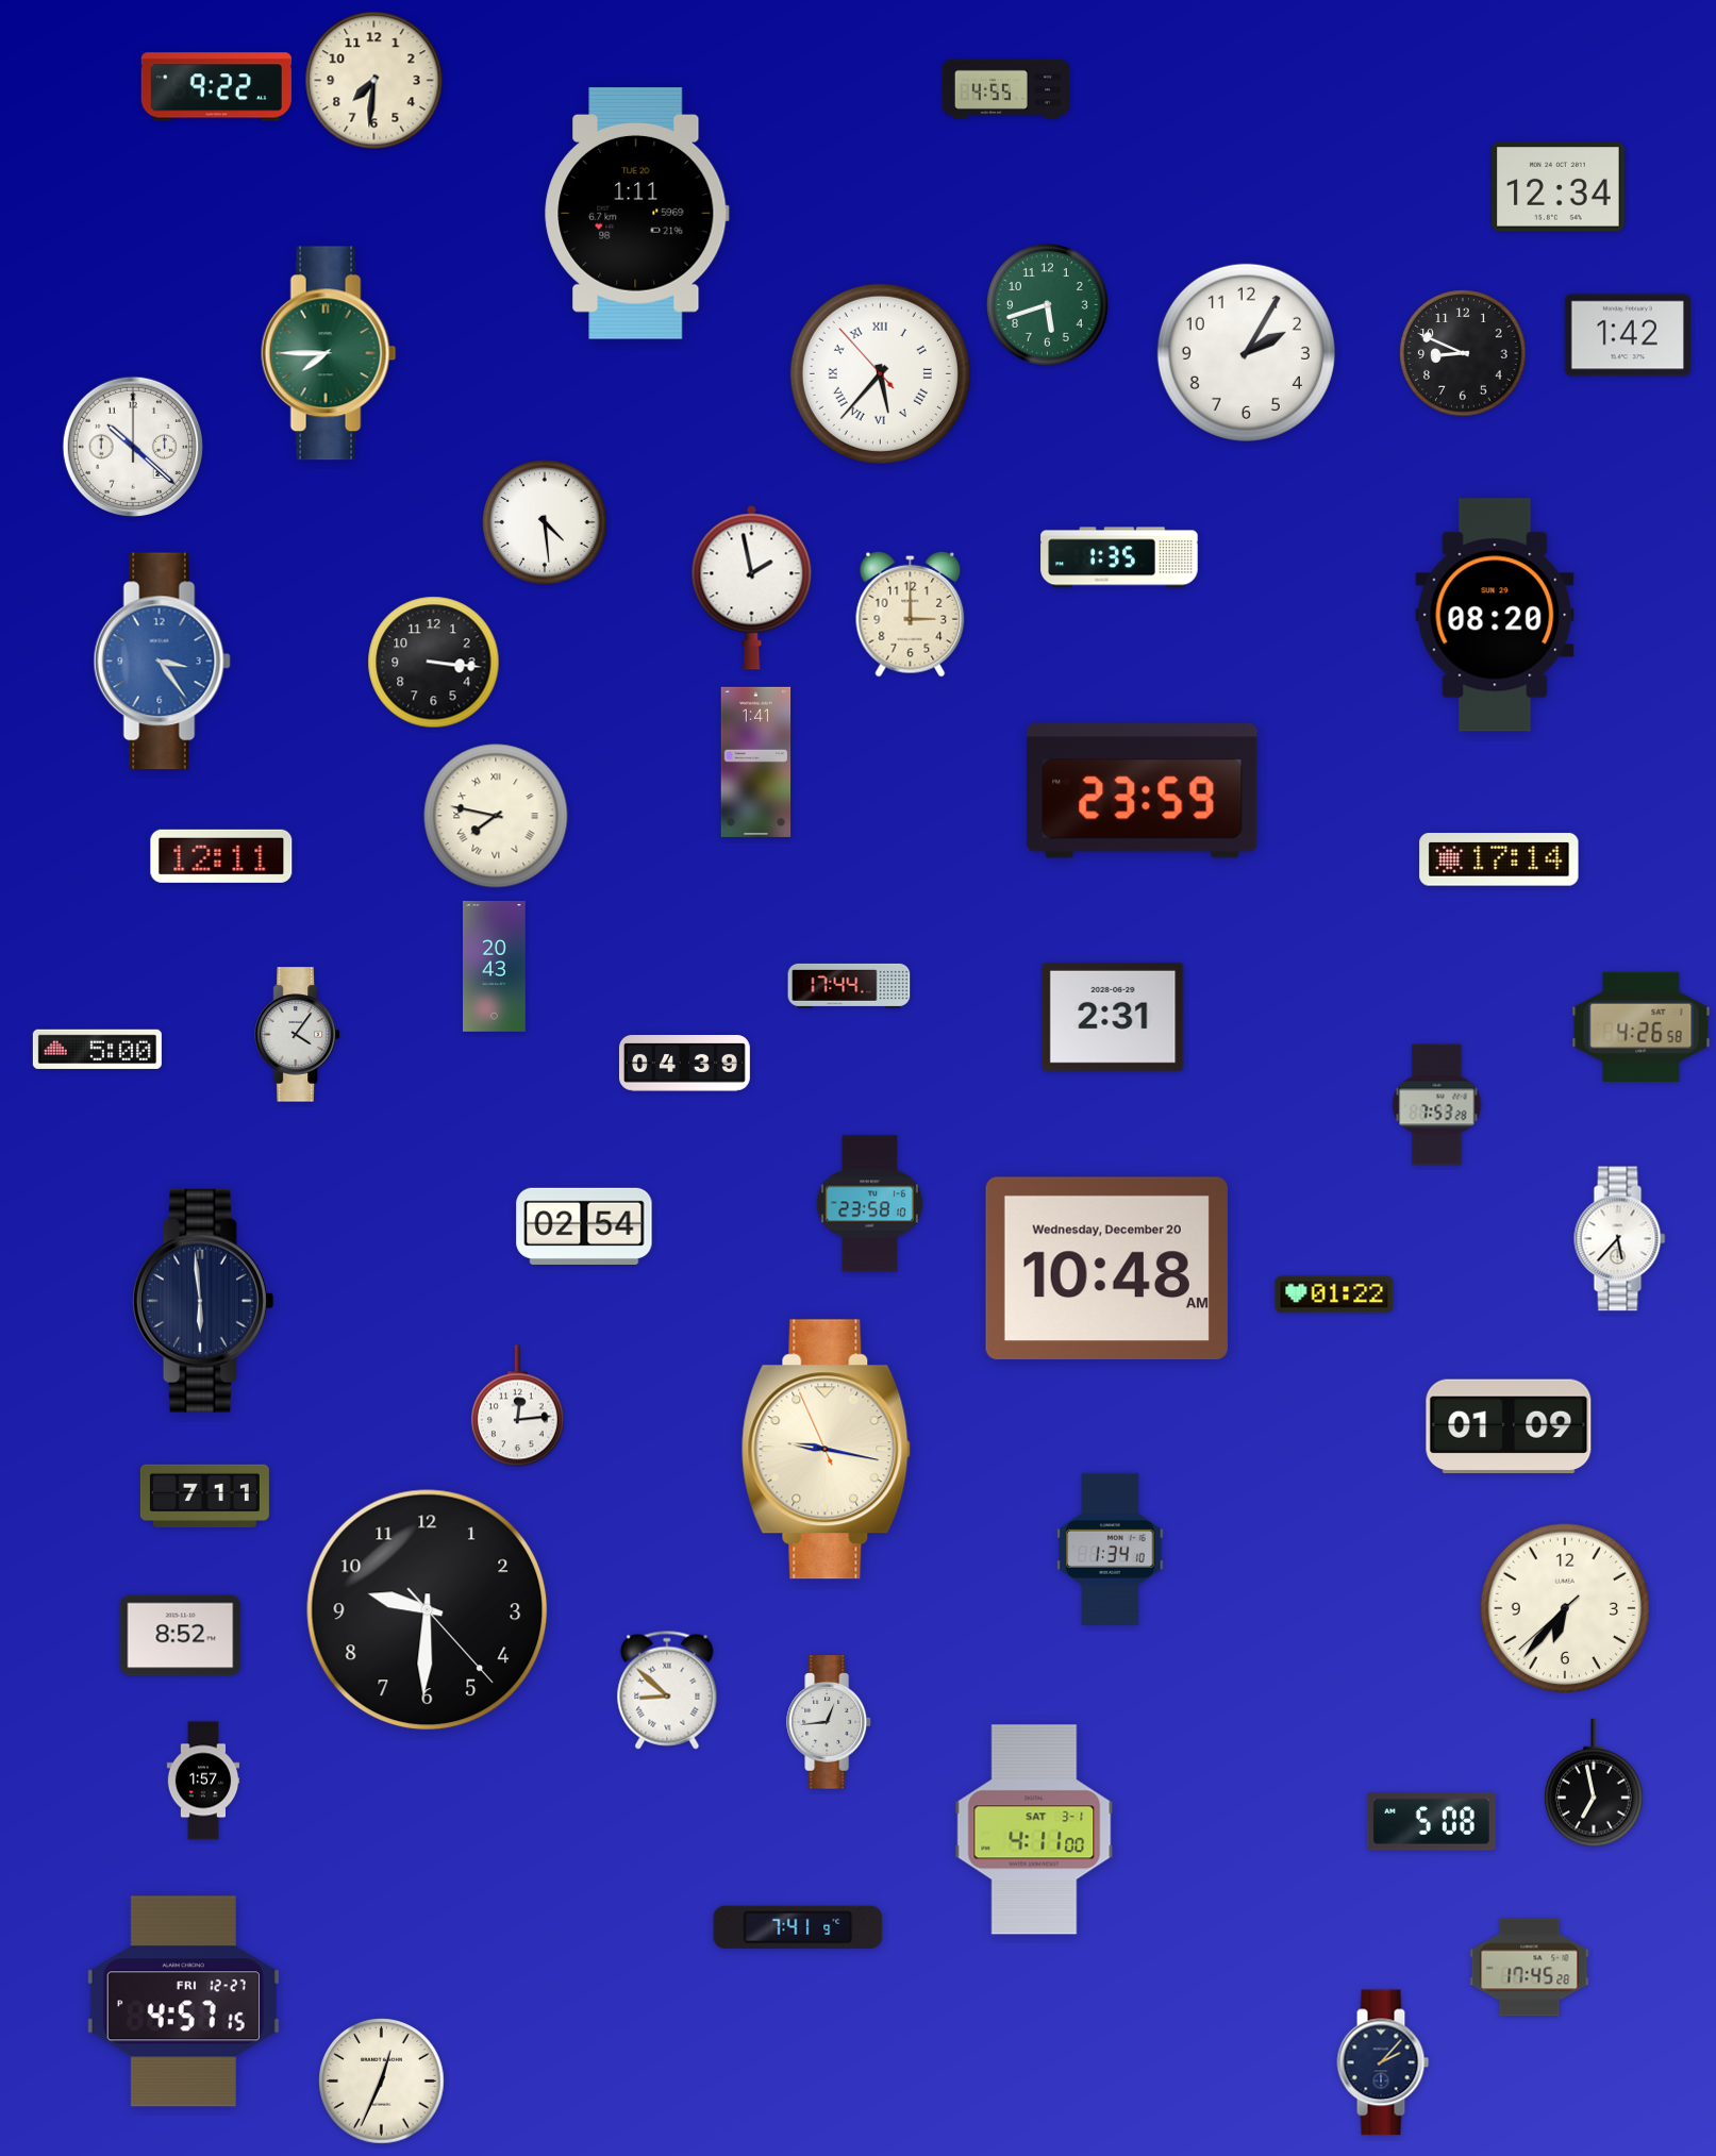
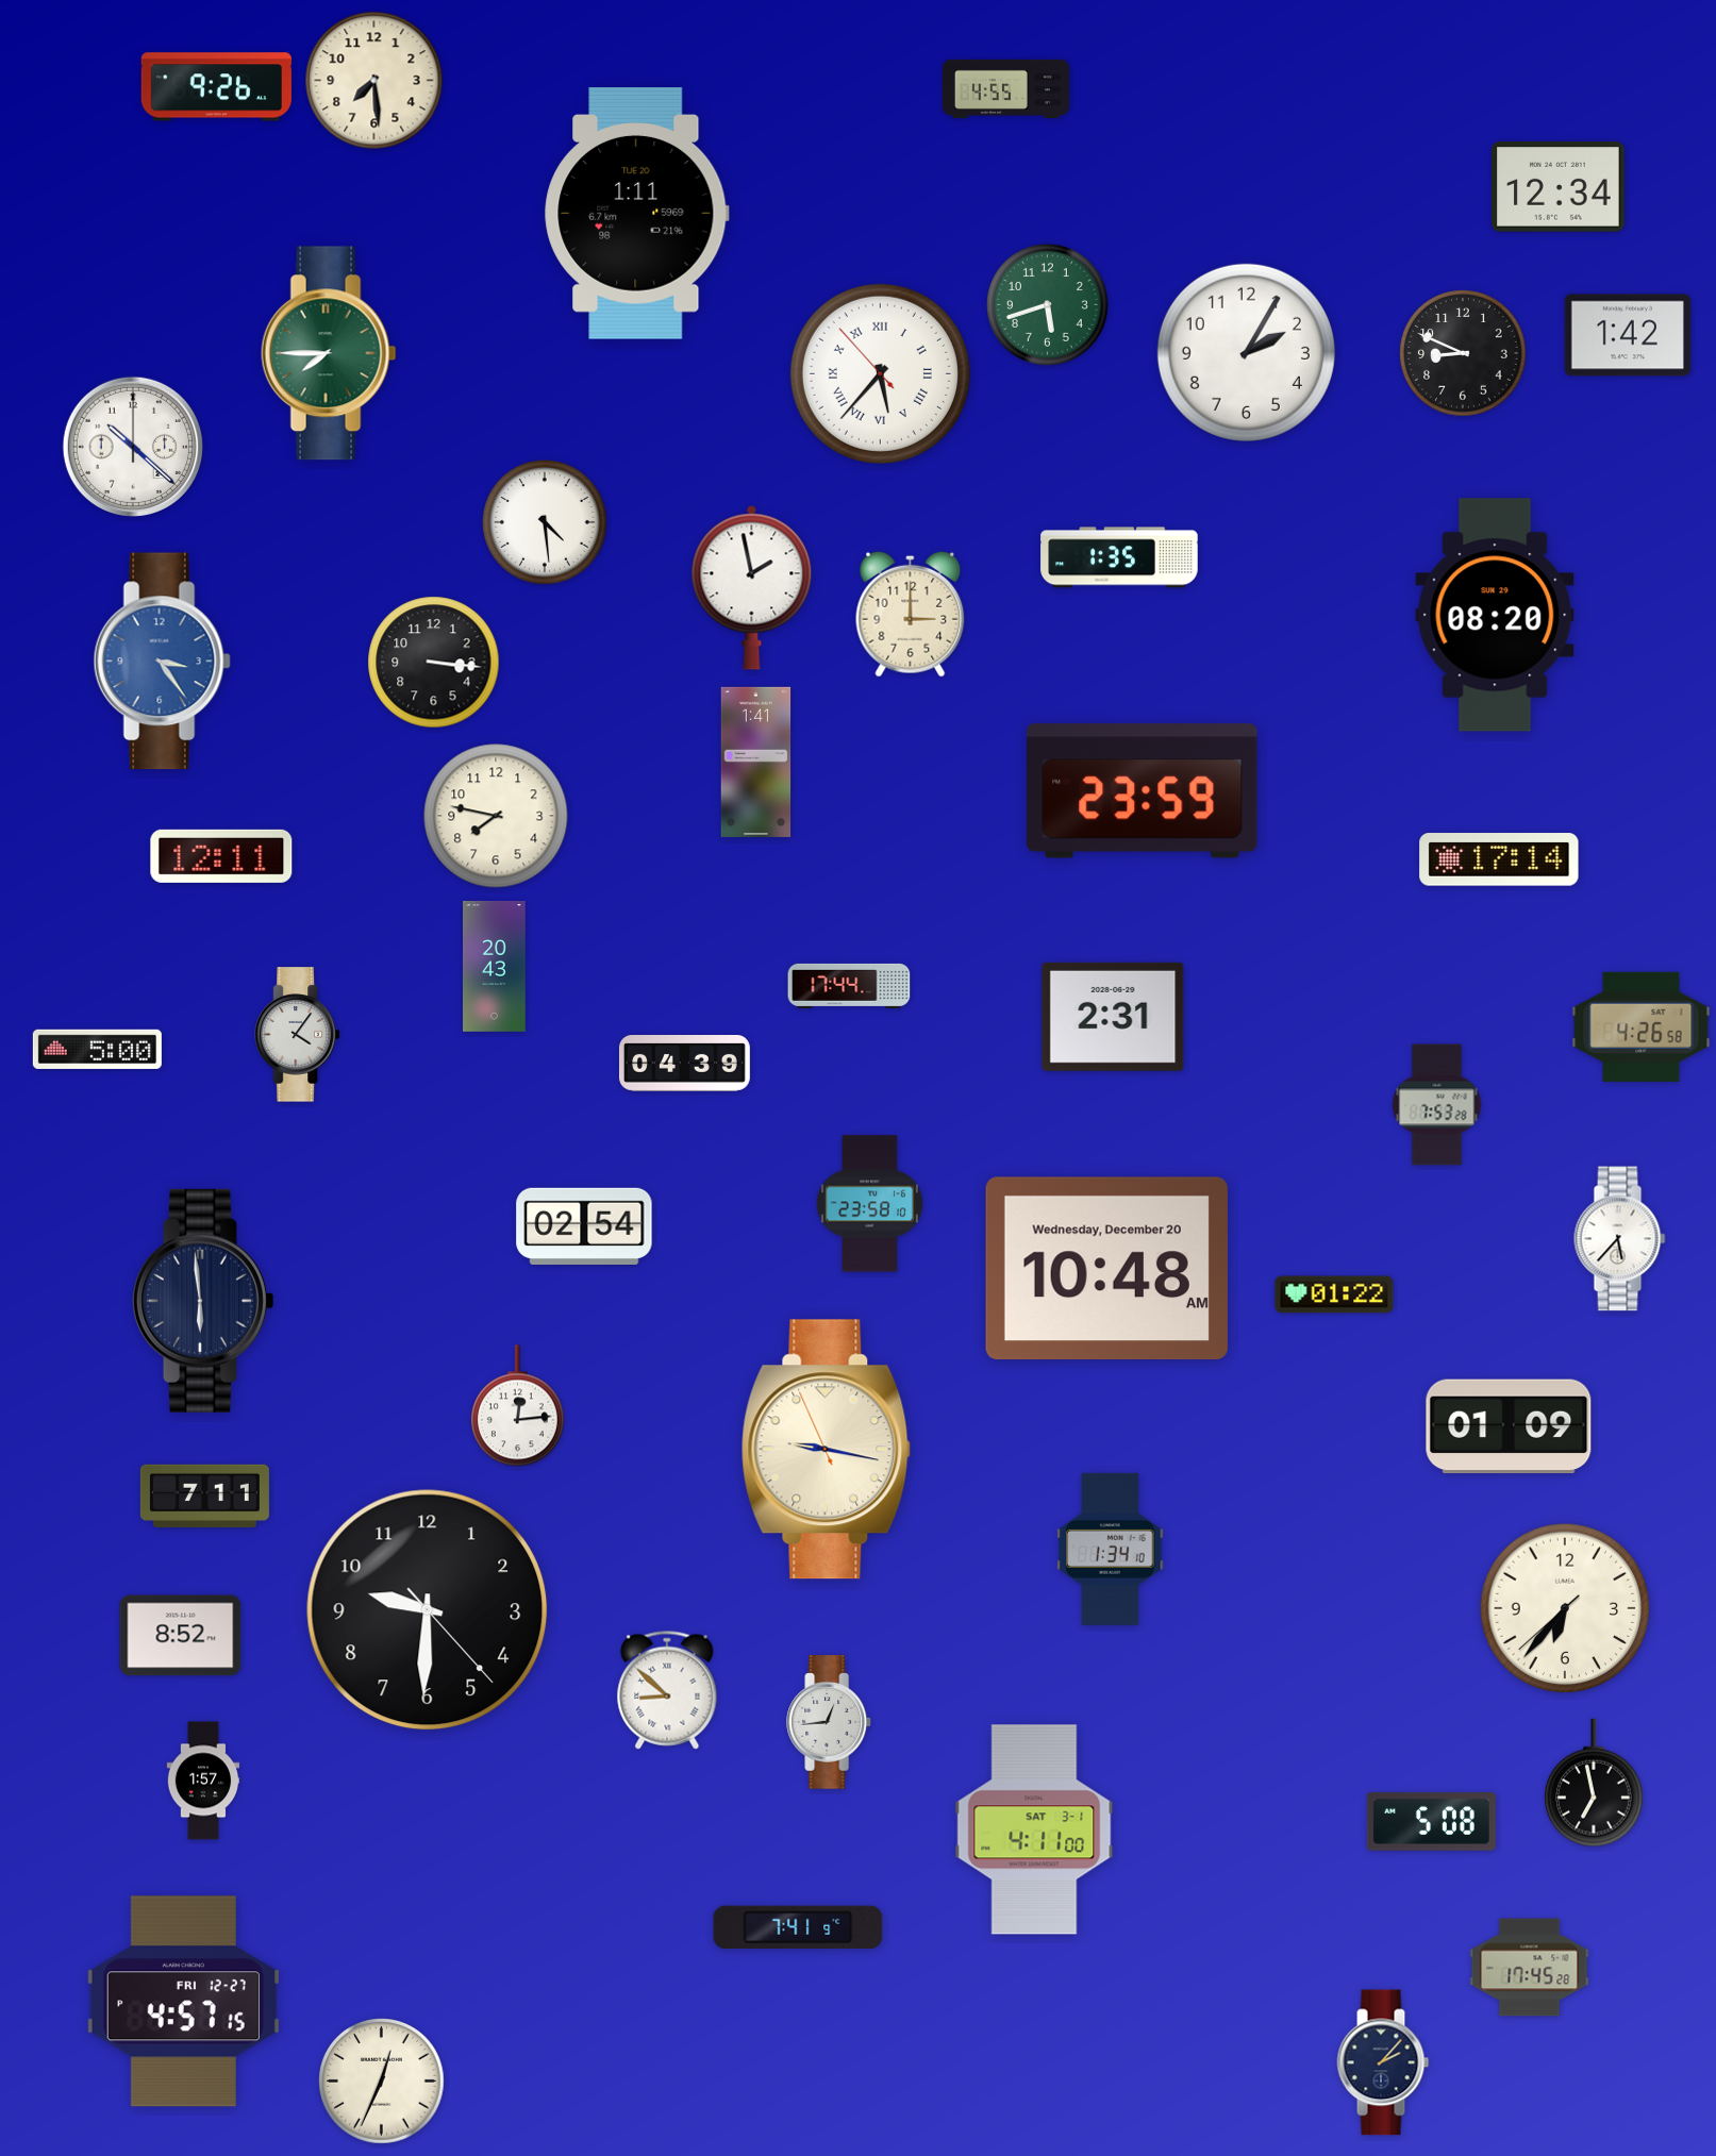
clock at (374, 81): 7:31 -> 7:29
clock at (216, 87): 9:22 -> 9:26
clock at (496, 816) numerals: Roman -> Arabic
